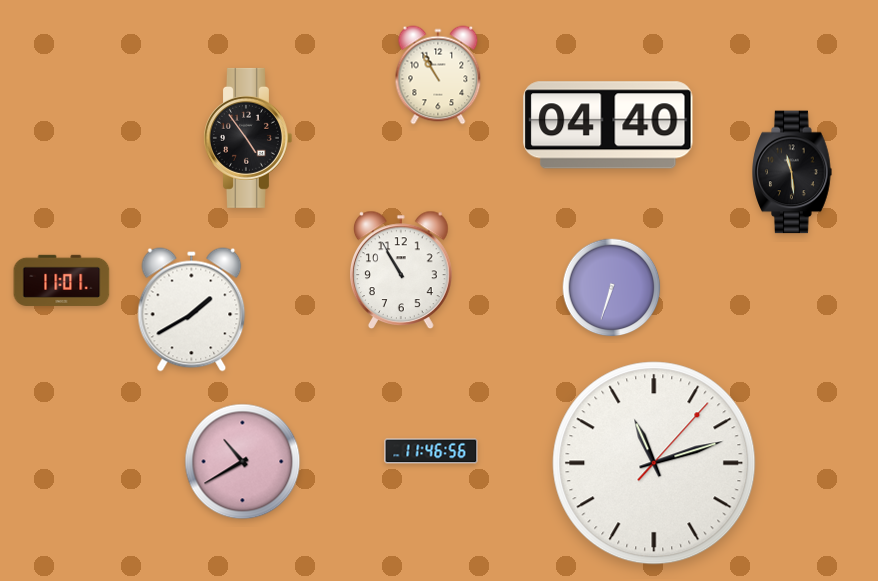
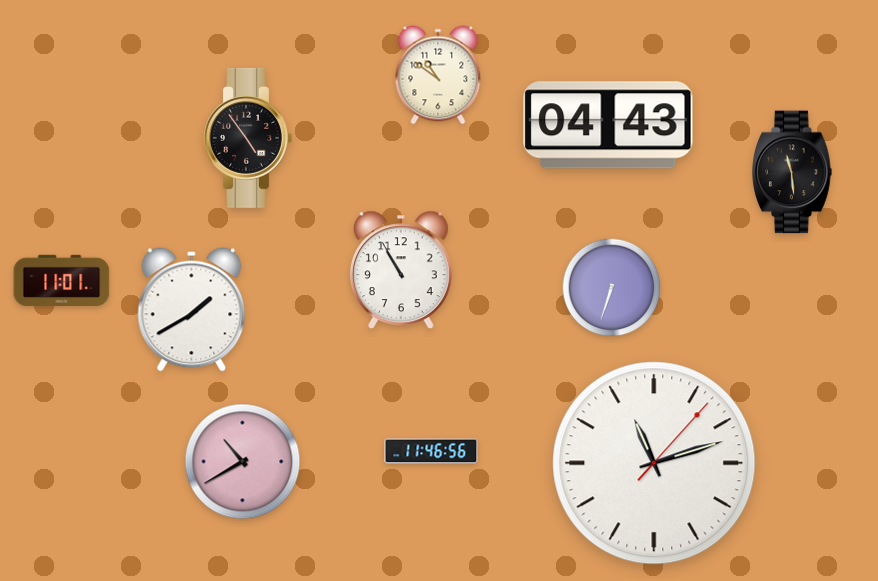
clock at (438, 75): 10:55 -> 10:51
clock at (608, 125): 04:40 -> 04:43
